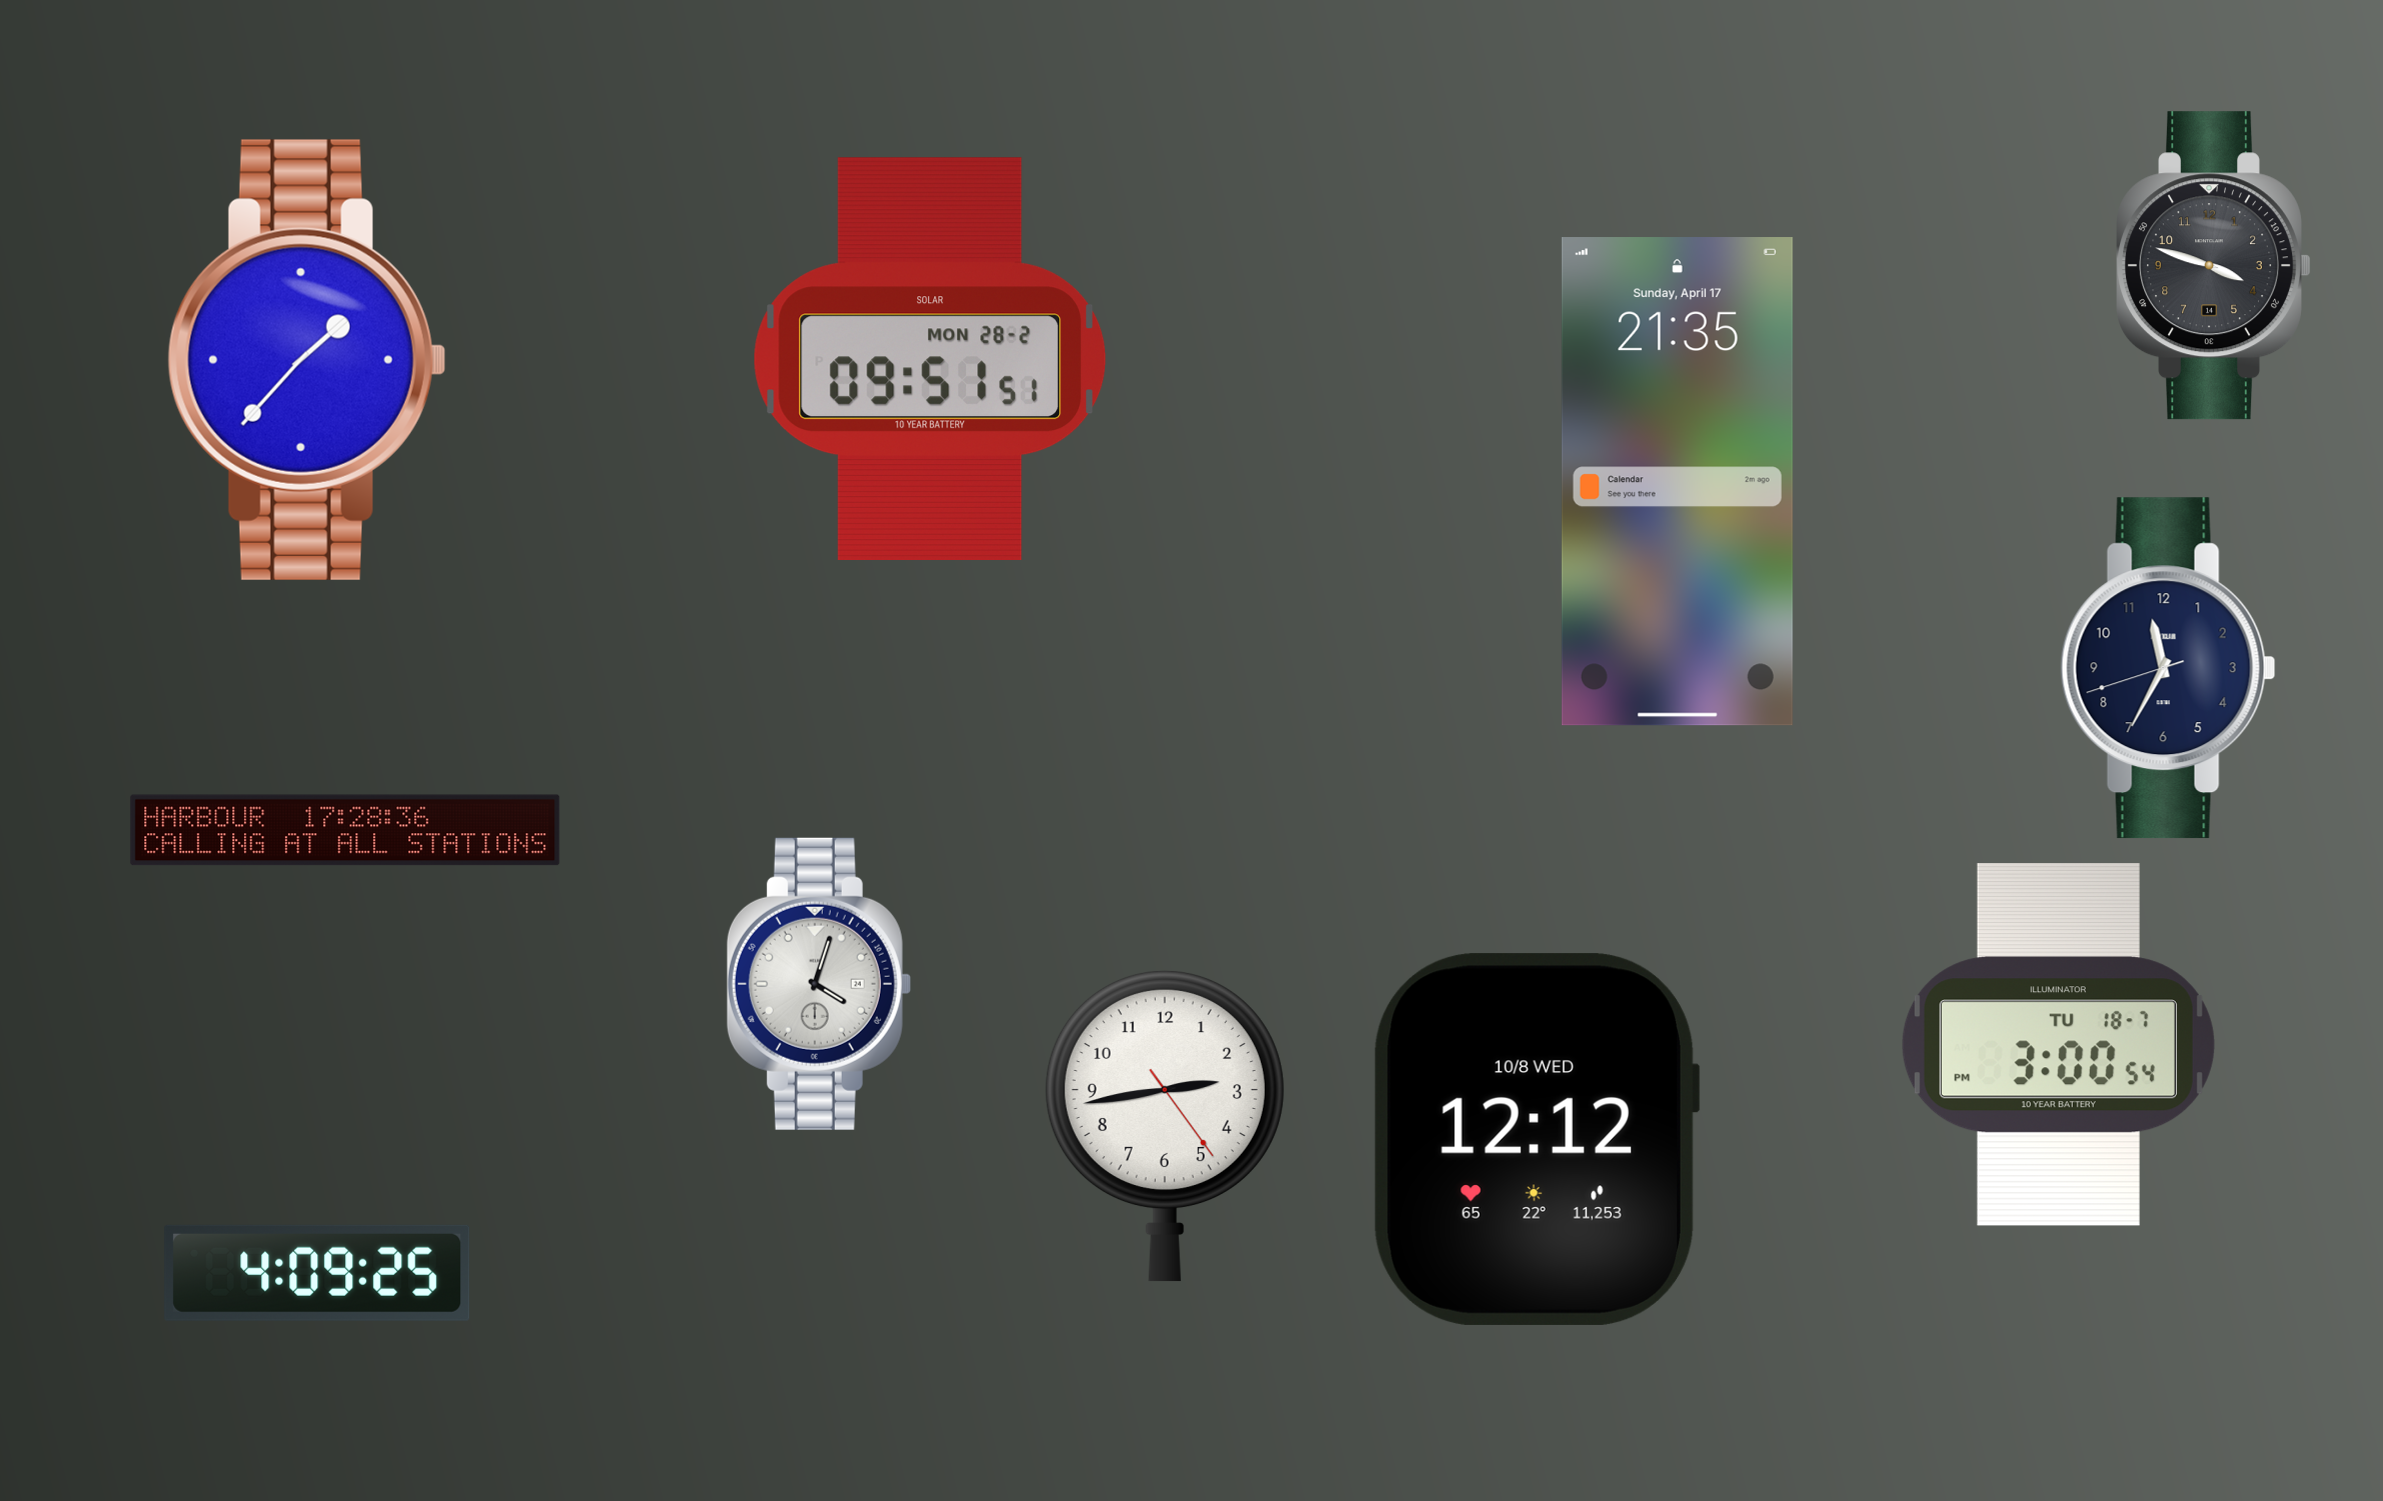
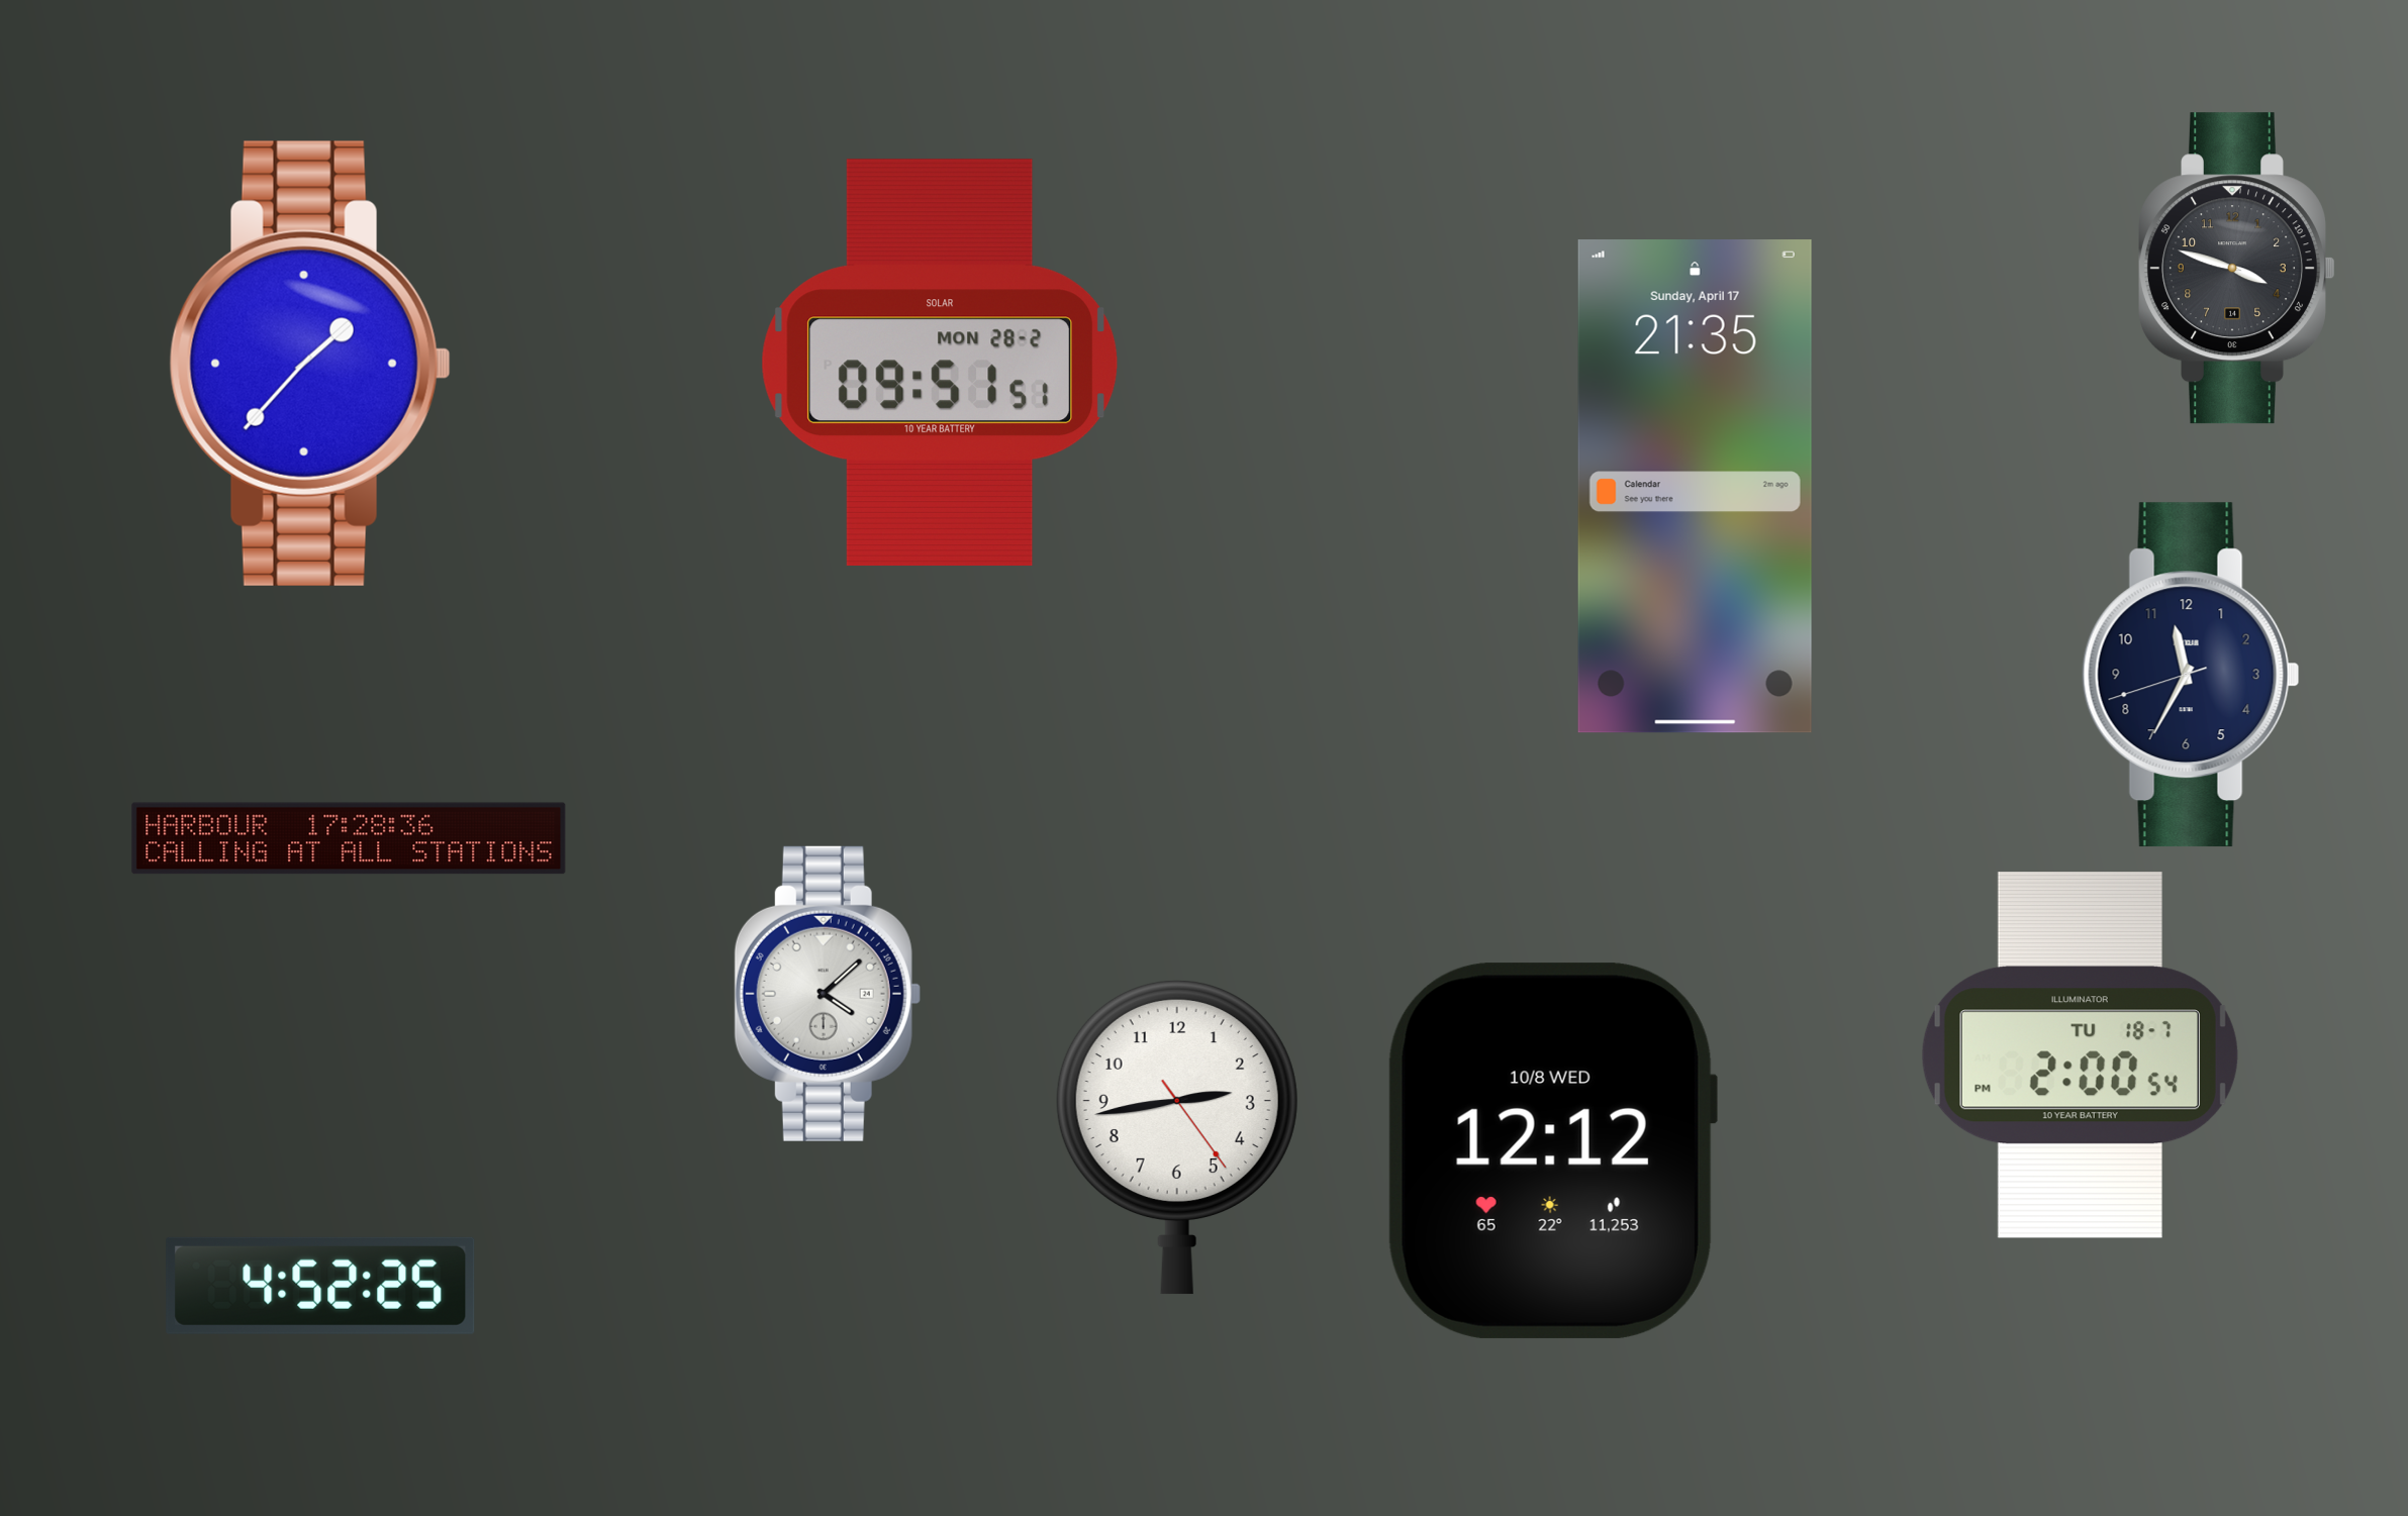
clock at (819, 984): 4:03 -> 4:08
clock at (2058, 1045): 3:00 -> 2:00
clock at (317, 1273): 4:09 -> 4:52
